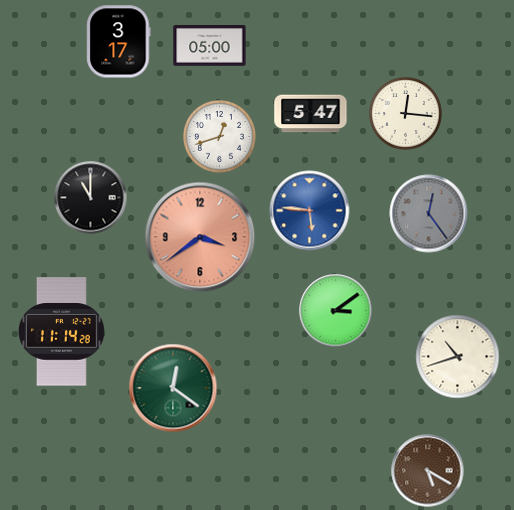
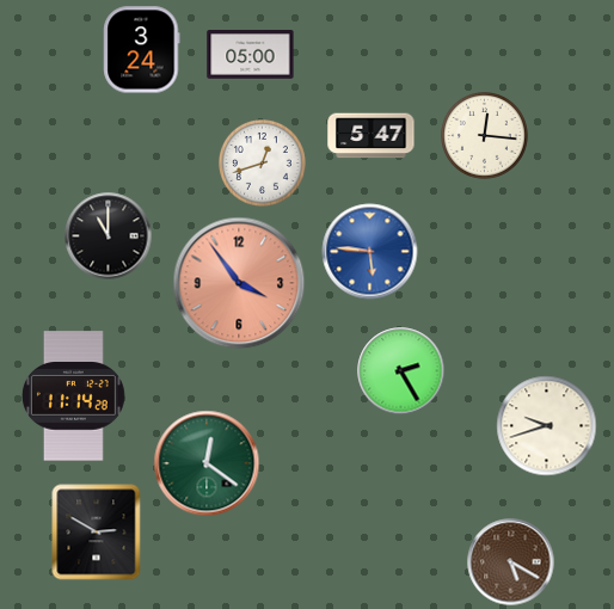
clock at (119, 42): 3:17 -> 3:24
clock at (429, 214): 12:24 -> none
clock at (200, 237): 3:39 -> 3:54
clock at (336, 311): 3:09 -> 2:25
clock at (458, 357): 10:42 -> 9:42
clock at (97, 533): none -> 2:50
